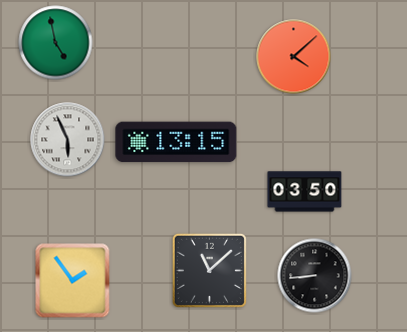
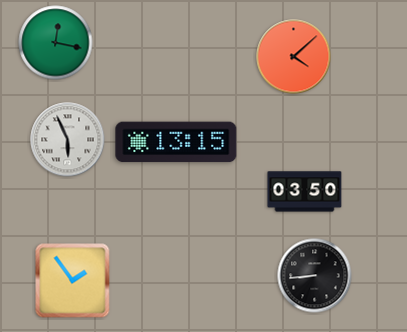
clock at (56, 43): 4:58 -> 12:17
clock at (209, 270): 11:08 -> none
